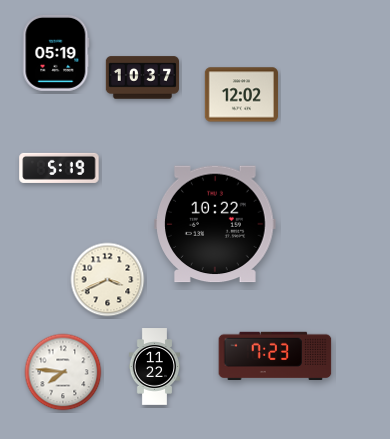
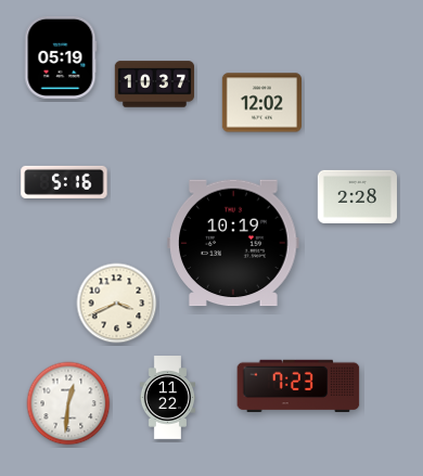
clock at (59, 168): 5:19 -> 5:16
clock at (357, 196): none -> 2:28
clock at (215, 224): 10:22 -> 10:19
clock at (63, 372): 7:46 -> 12:31
